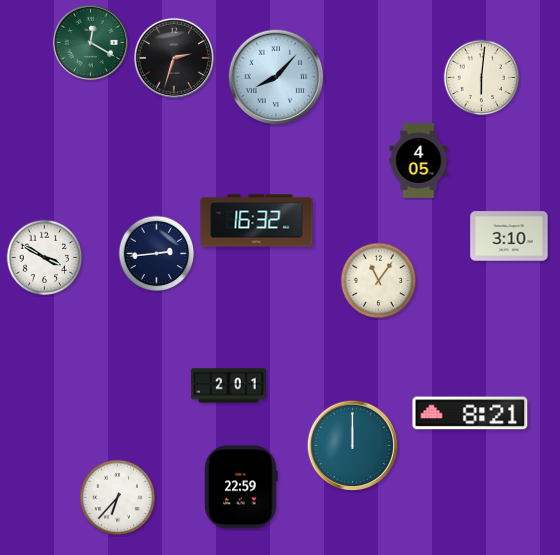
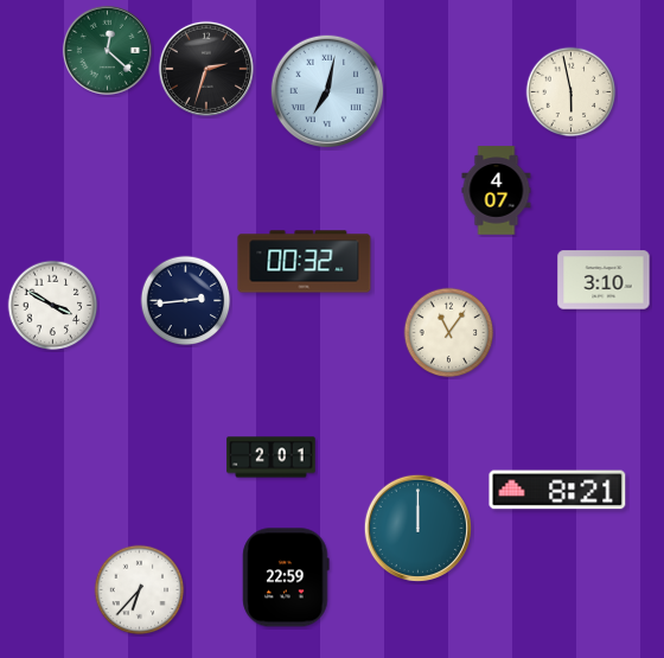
clock at (90, 42): 12:20 -> 12:22
clock at (276, 77): 8:07 -> 7:02
clock at (482, 78): 6:01 -> 5:58
clock at (419, 161): 4:05 -> 4:07
clock at (257, 221): 16:32 -> 00:32
